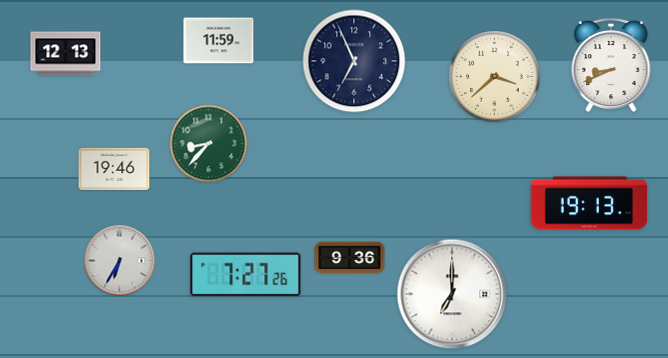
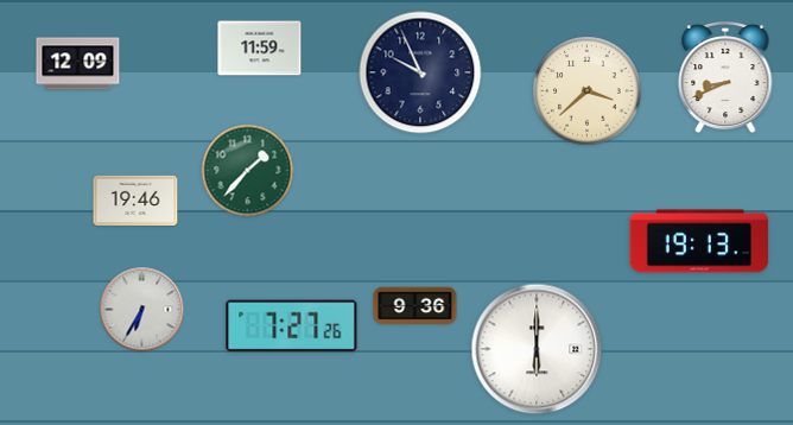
clock at (66, 54): 12:13 -> 12:09
clock at (354, 61): 6:56 -> 9:56
clock at (209, 144): 8:37 -> 1:37
clock at (452, 294): 7:00 -> 6:00
